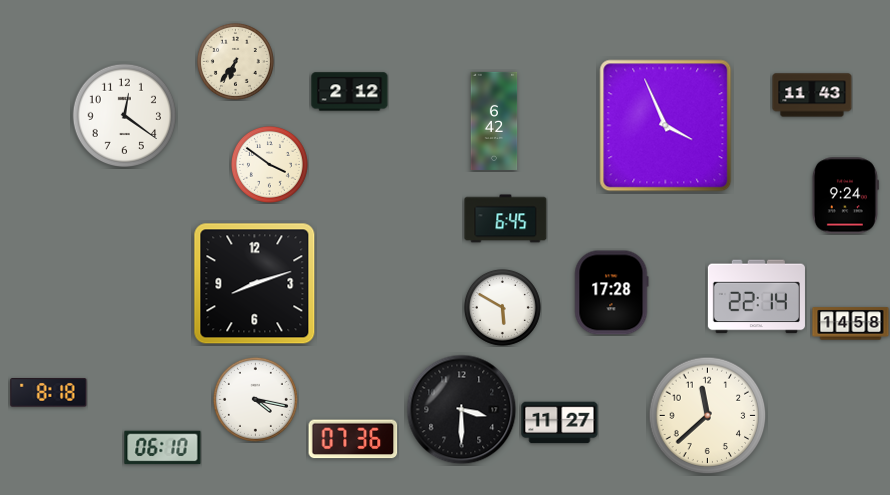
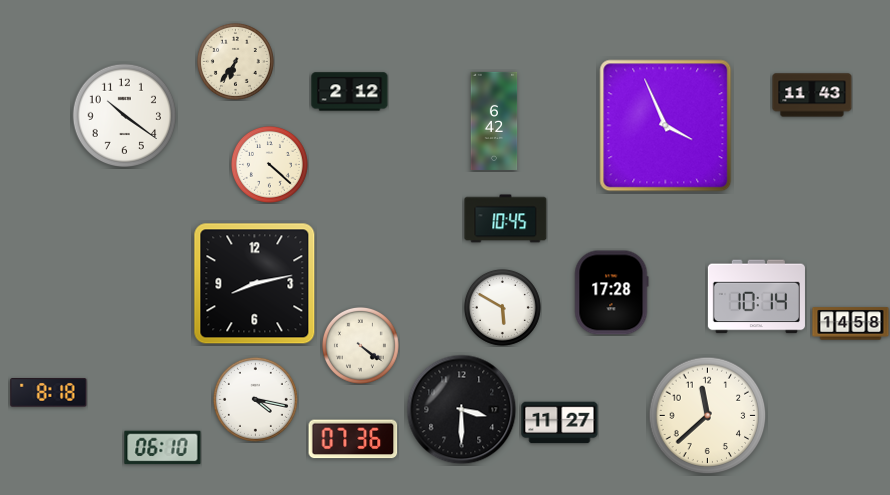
clock at (124, 115): 12:21 -> 10:21
clock at (269, 164): 3:51 -> 4:22
clock at (845, 196): 9:24 -> none
clock at (506, 219): 6:45 -> 10:45
clock at (255, 284): 8:12 -> 8:13
clock at (756, 297): 22:14 -> 10:14
clock at (360, 345): none -> 4:21
